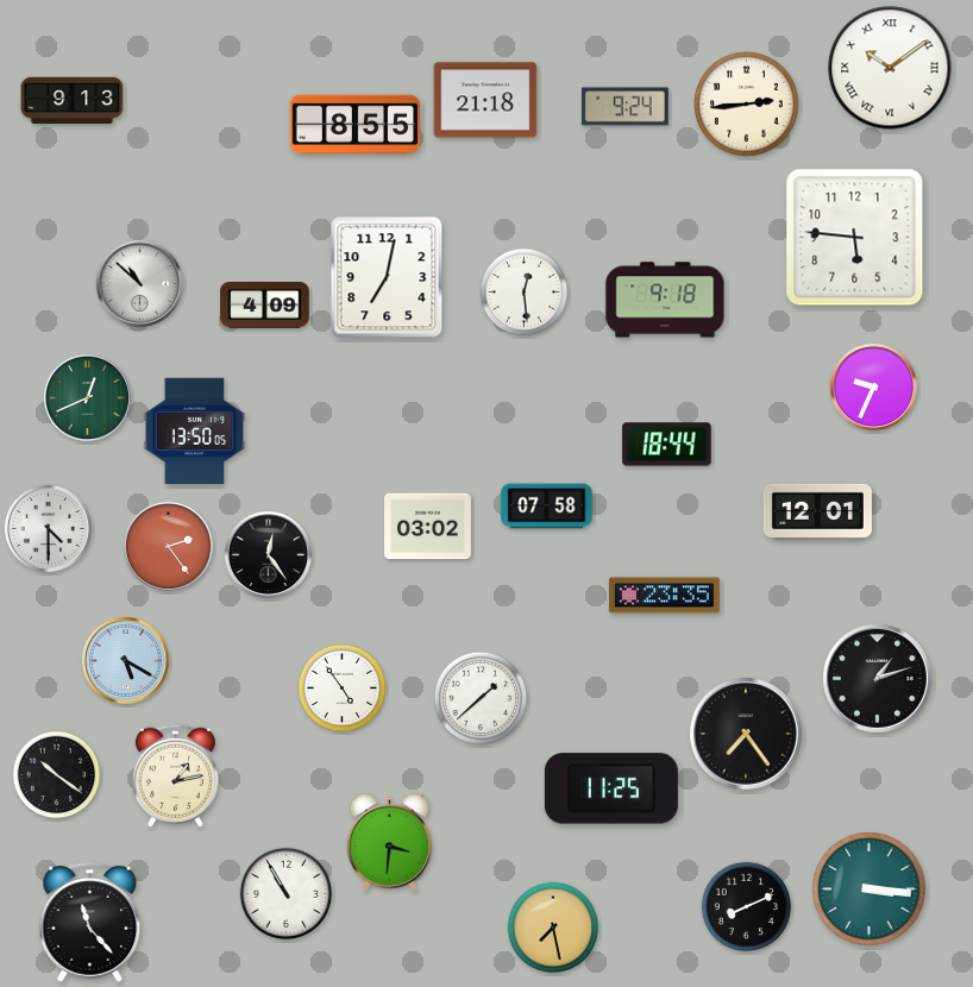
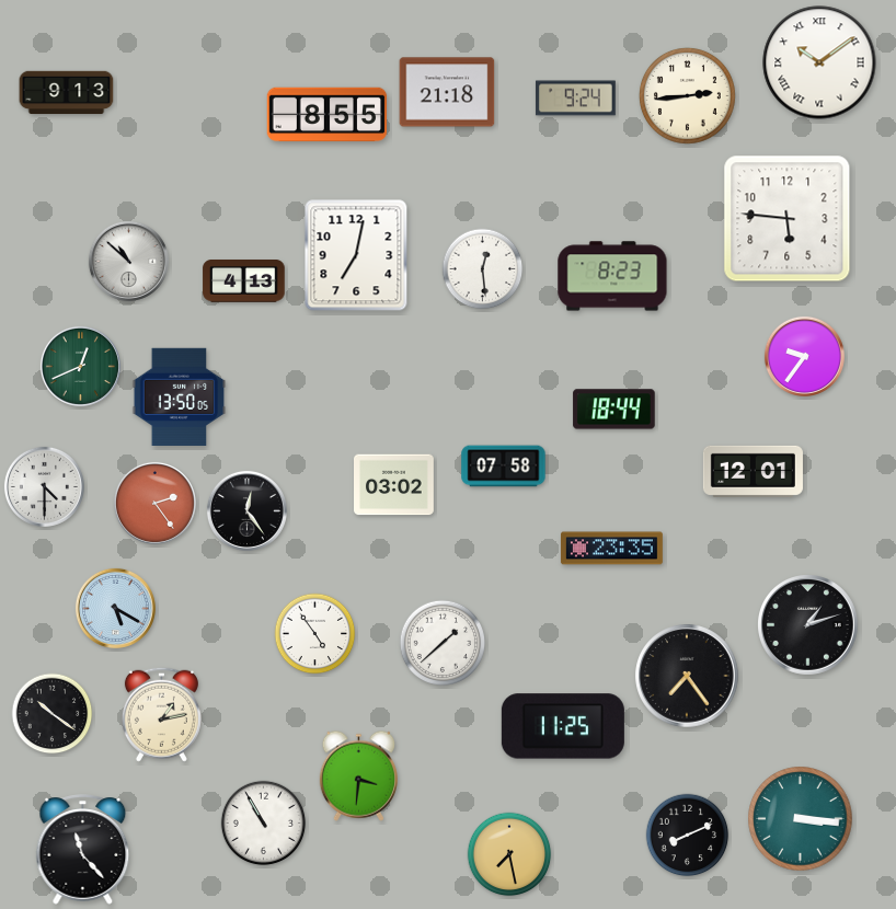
clock at (665, 300): 9:18 -> 8:23
clock at (265, 306): 4:09 -> 4:13
clock at (873, 386): 9:34 -> 9:36
